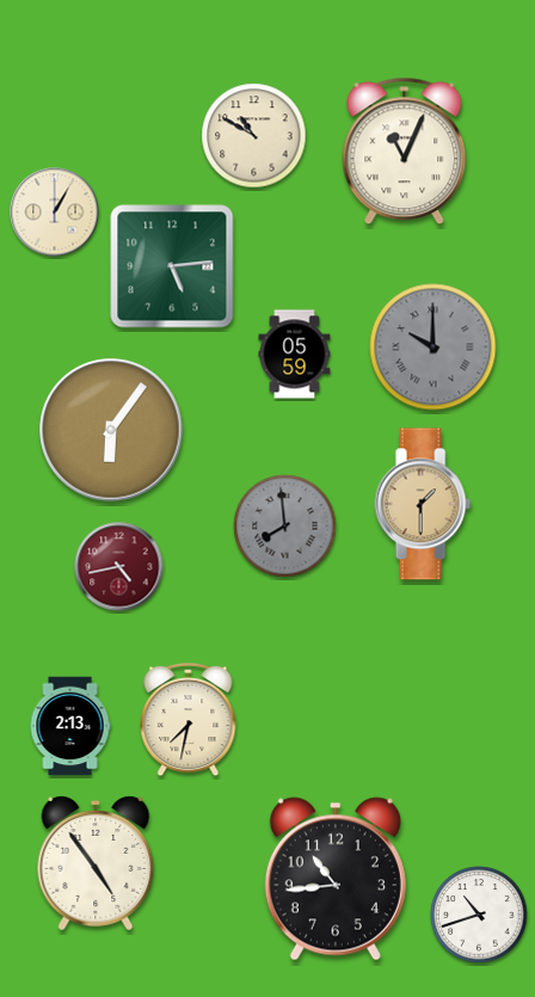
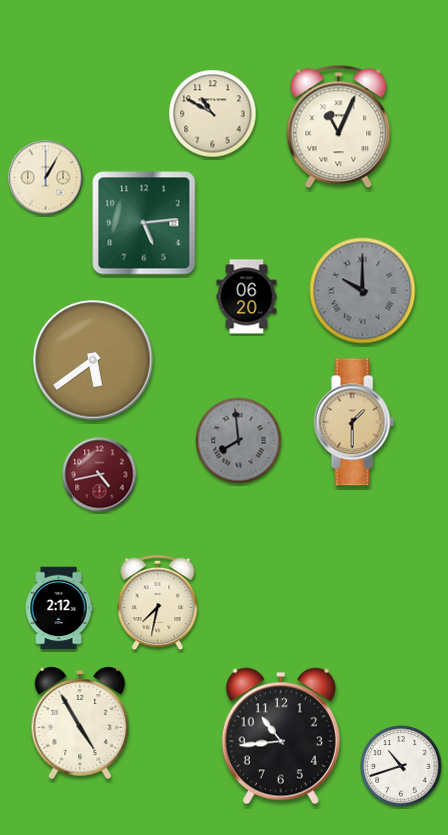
clock at (295, 355): 05:59 -> 06:20
clock at (111, 430): 6:06 -> 5:39
clock at (70, 726): 2:13 -> 2:12
clock at (96, 863): 4:54 -> 4:55
